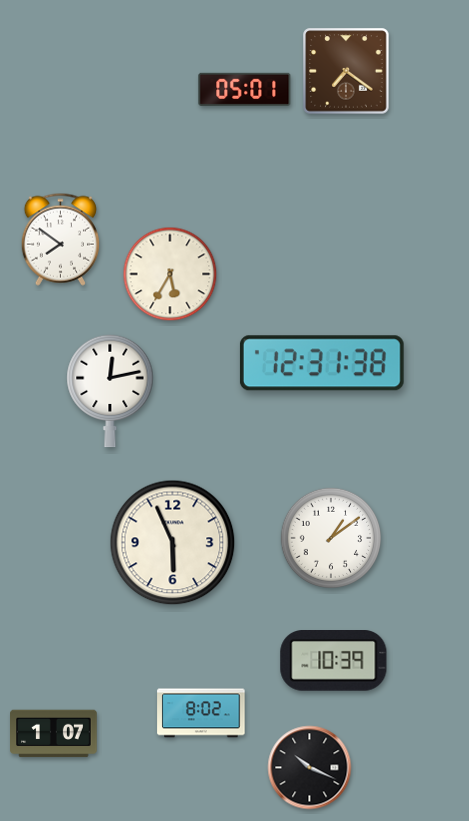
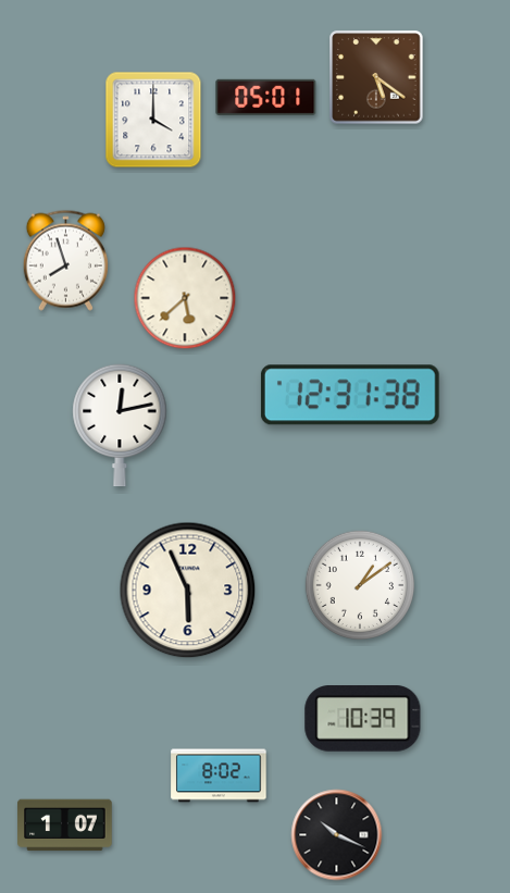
clock at (346, 71): 7:21 -> 5:21
clock at (153, 120): none -> 4:00
clock at (60, 239): 7:51 -> 7:57
clock at (170, 274): 5:35 -> 5:38
clock at (54, 734) position: (54, 734) -> (65, 826)
